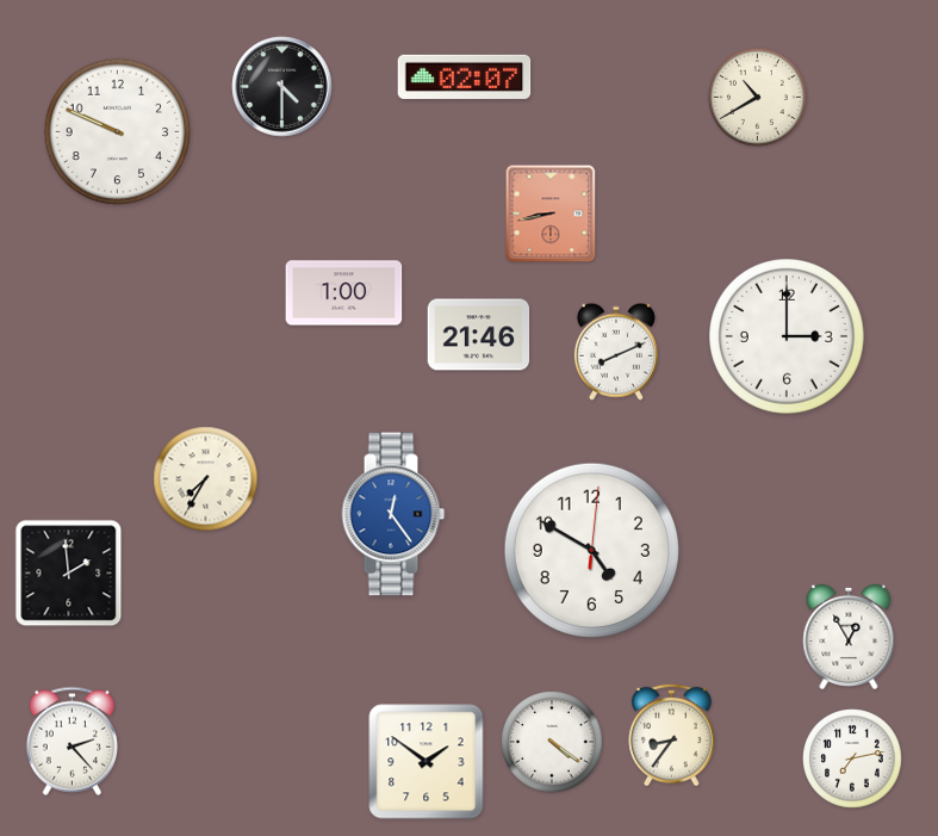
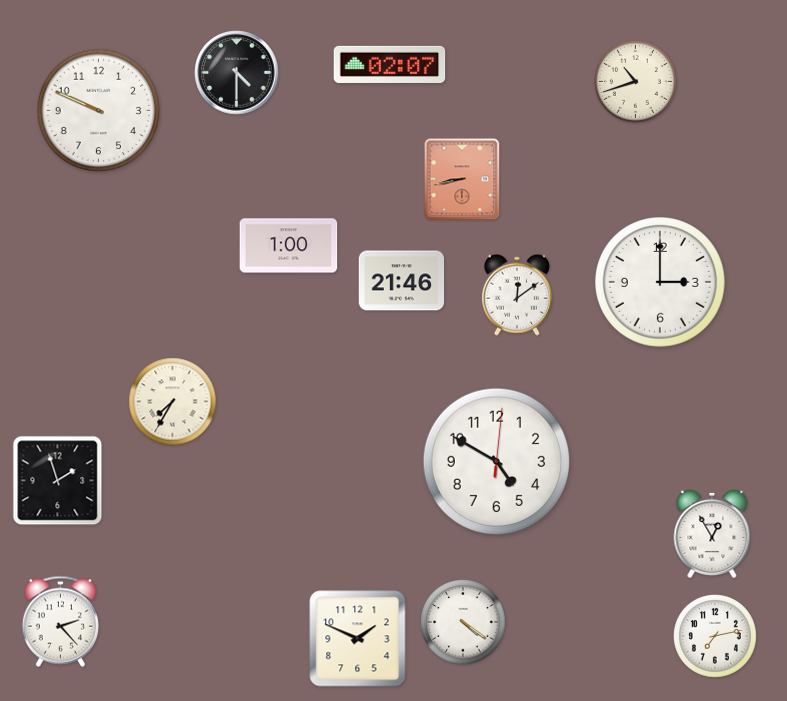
clock at (757, 97): 10:40 -> 10:42
clock at (616, 352): 8:11 -> 12:09
clock at (393, 514): 12:24 -> none
clock at (69, 574): 1:59 -> 1:57
clock at (672, 735): 8:36 -> none
clock at (427, 762): 1:51 -> 1:49
